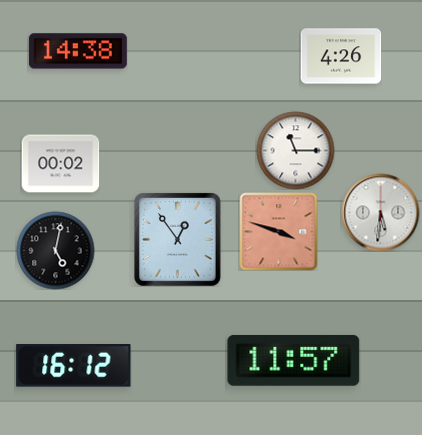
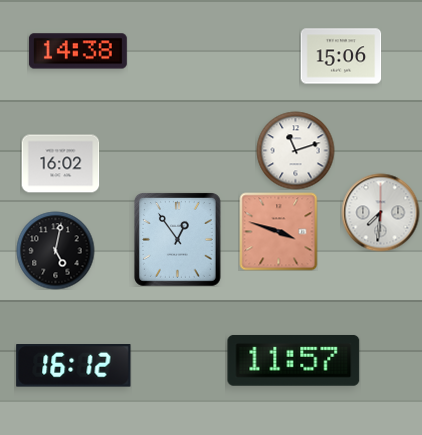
clock at (341, 56): 4:26 -> 15:06
clock at (295, 150): 11:15 -> 11:12
clock at (60, 164): 00:02 -> 16:02
clock at (380, 212): 5:31 -> 7:31
